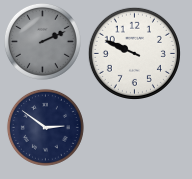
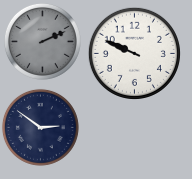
clock at (45, 127) position: (45, 127) -> (40, 127)
